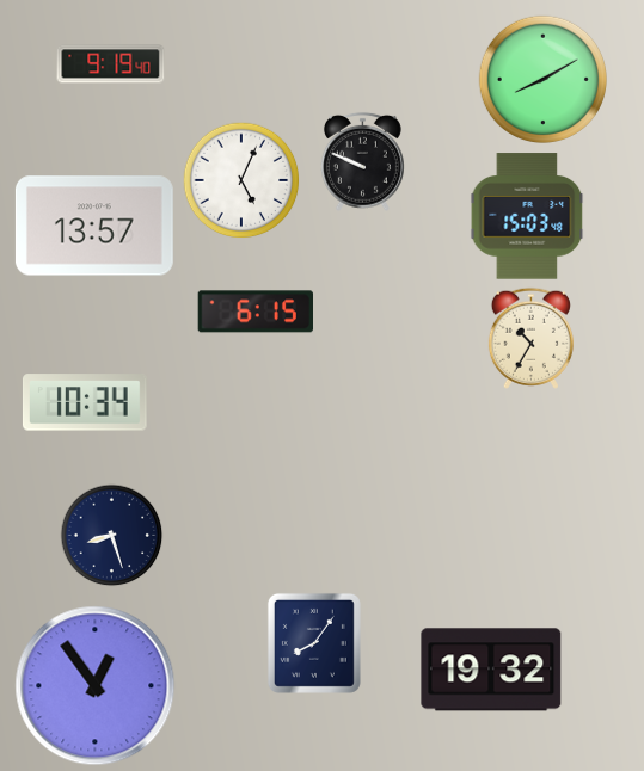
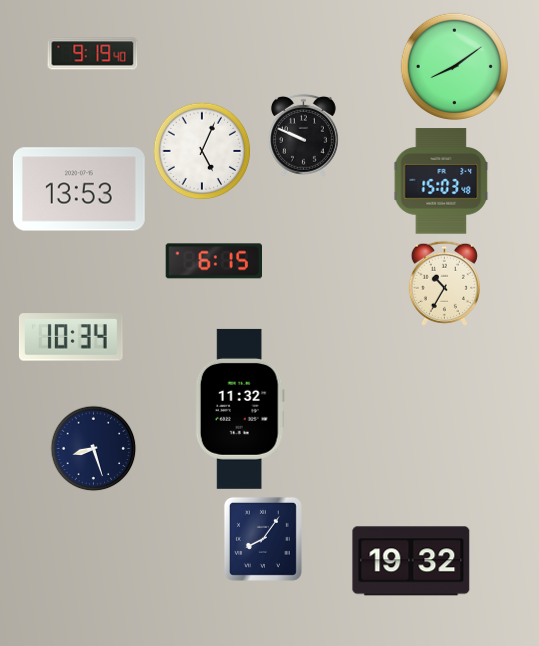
clock at (542, 79): 8:10 -> 8:09
clock at (94, 226): 13:57 -> 13:53
clock at (240, 409): none -> 11:32
clock at (96, 686): 12:54 -> none
